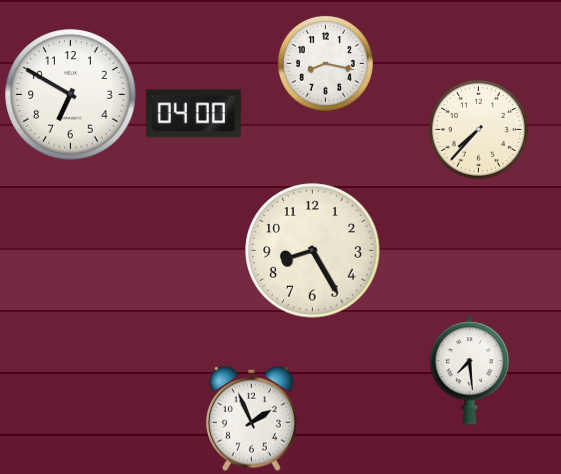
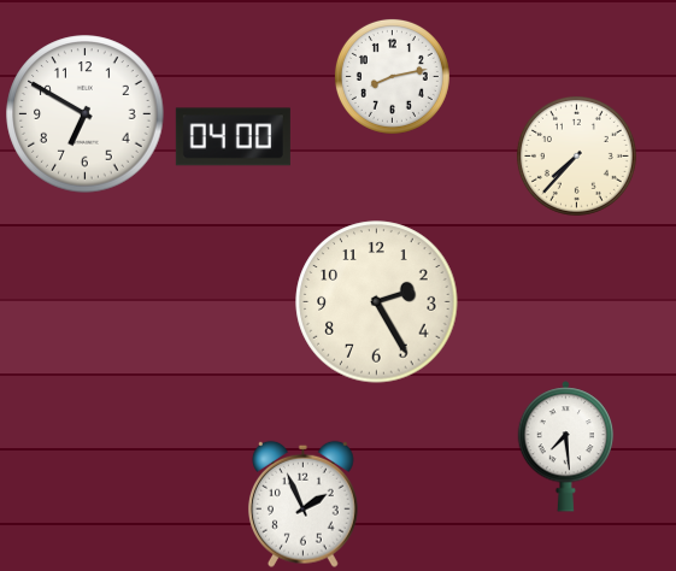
clock at (325, 63): 8:17 -> 8:13
clock at (313, 251): 8:25 -> 2:25
